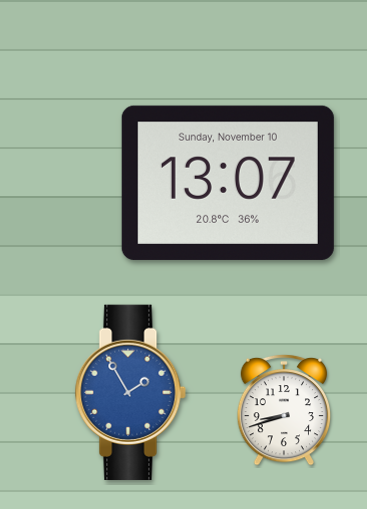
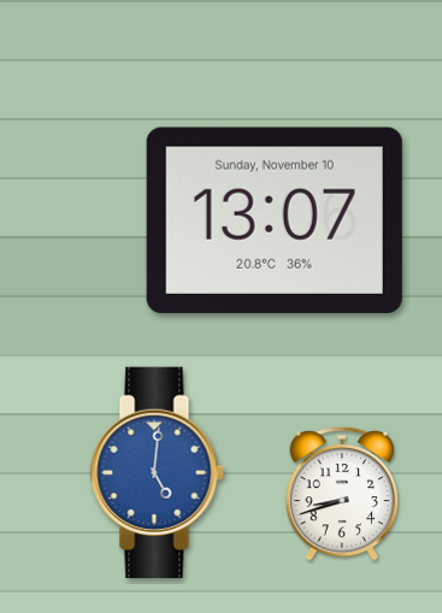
clock at (130, 392): 1:55 -> 5:01
